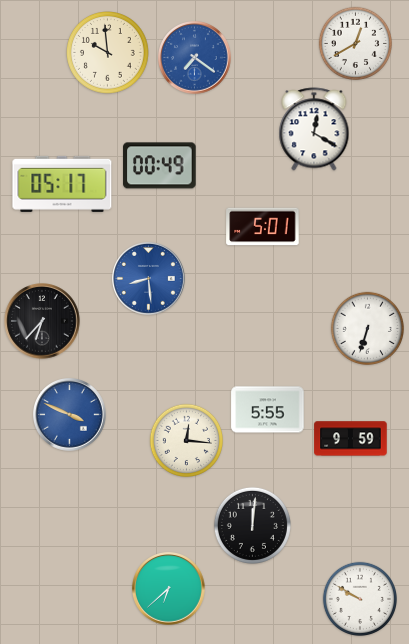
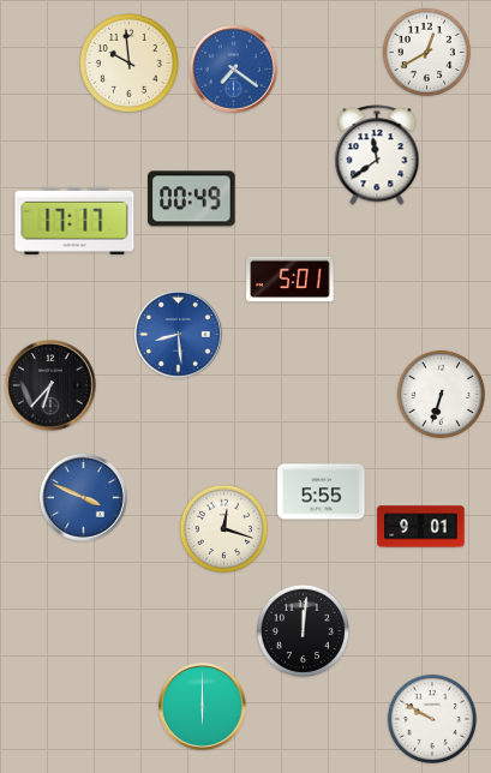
clock at (314, 129): 12:20 -> 11:39
clock at (62, 184): 05:17 -> 17:17
clock at (263, 227) position: (263, 227) -> (291, 280)
clock at (351, 439): 9:59 -> 9:01
clock at (186, 440): 12:16 -> 12:18
clock at (169, 589): 6:38 -> 6:00
